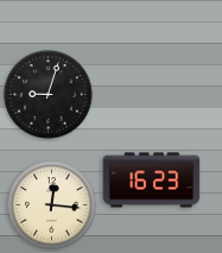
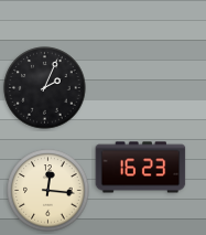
clock at (49, 95): 9:03 -> 2:04
